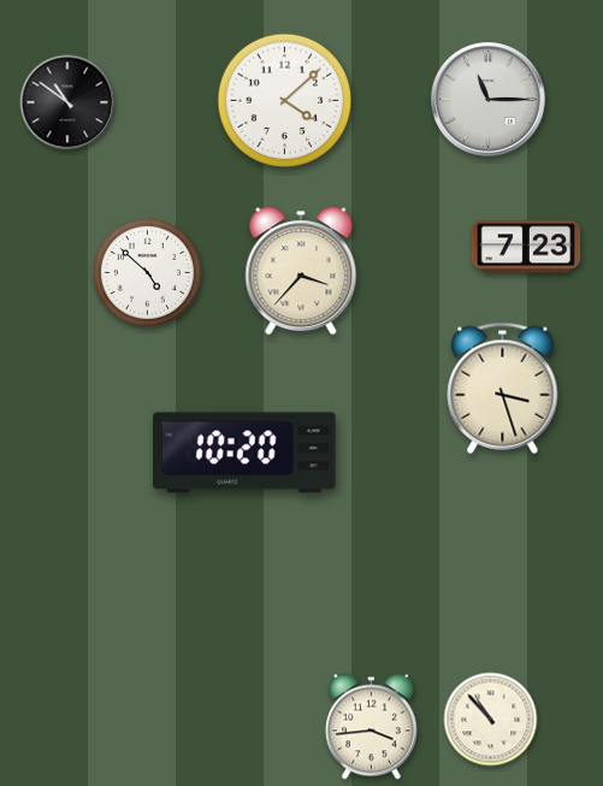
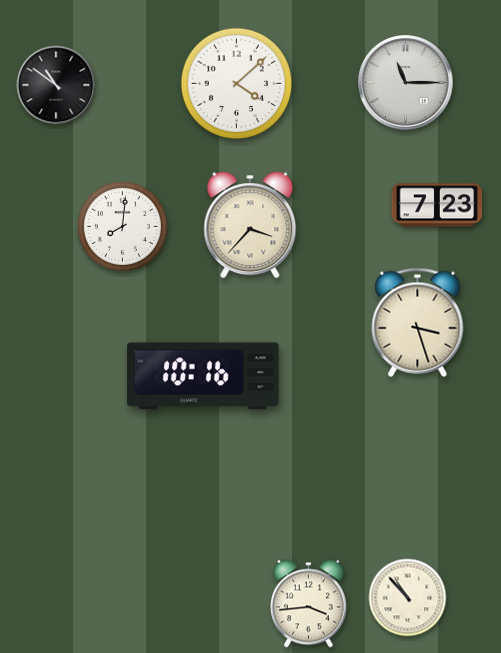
clock at (147, 272): 4:52 -> 8:01
clock at (246, 453): 10:20 -> 10:16
